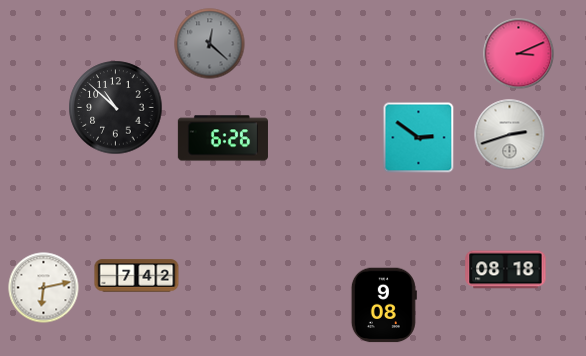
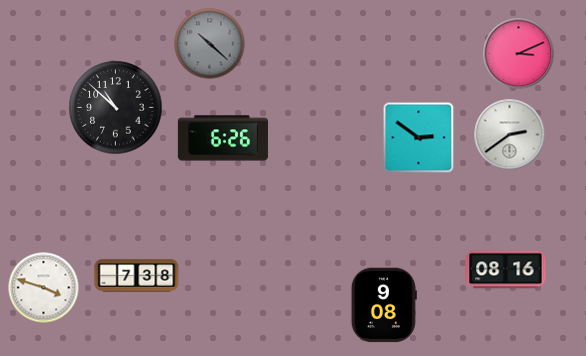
clock at (210, 44): 12:22 -> 10:22
clock at (510, 135): 2:42 -> 2:39
clock at (506, 270): 08:18 -> 08:16
clock at (137, 276): 7:42 -> 7:38
clock at (44, 288): 6:13 -> 3:48
